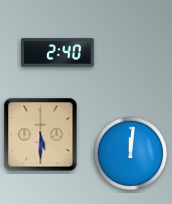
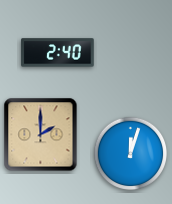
clock at (41, 135): 5:30 -> 2:00
clock at (131, 154): 12:01 -> 12:03
